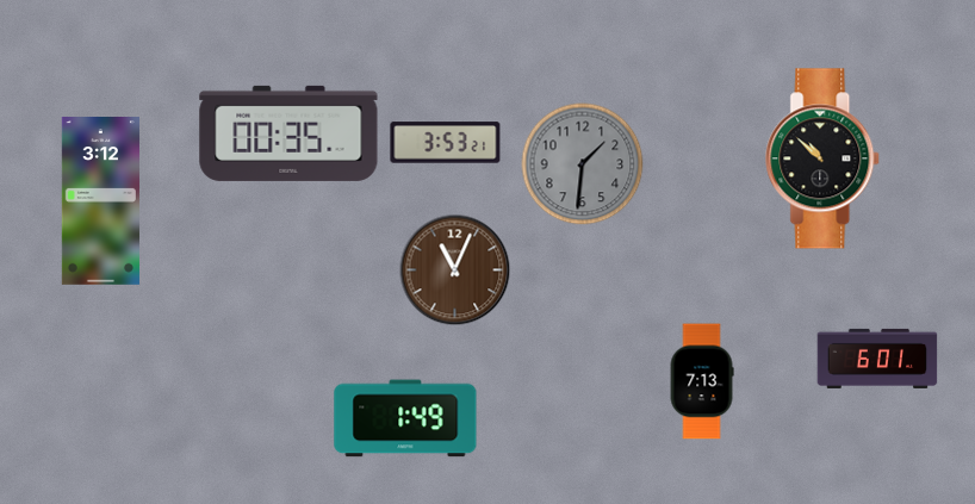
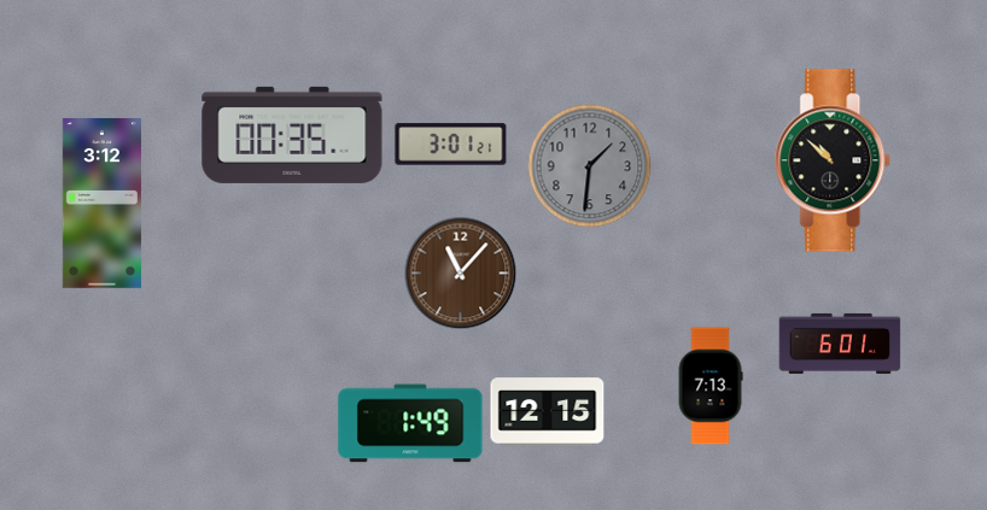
clock at (446, 143): 3:53 -> 3:01
clock at (455, 270): 11:04 -> 11:07
clock at (877, 359) position: (877, 359) -> (840, 344)
clock at (548, 412): none -> 12:15
